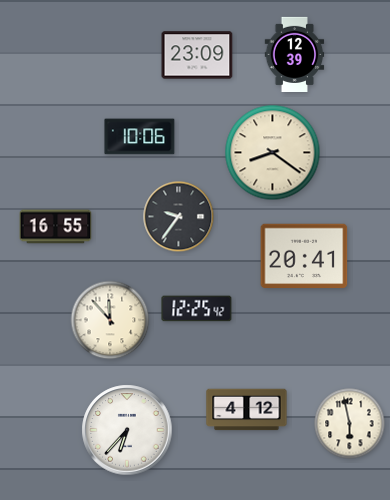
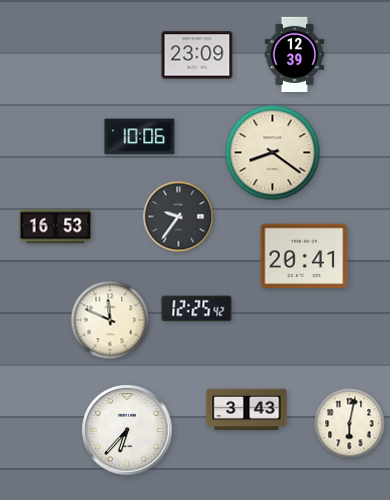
clock at (56, 227): 16:55 -> 16:53
clock at (110, 320): 11:53 -> 11:49
clock at (247, 410): 4:12 -> 3:43
clock at (350, 424): 5:58 -> 6:02
